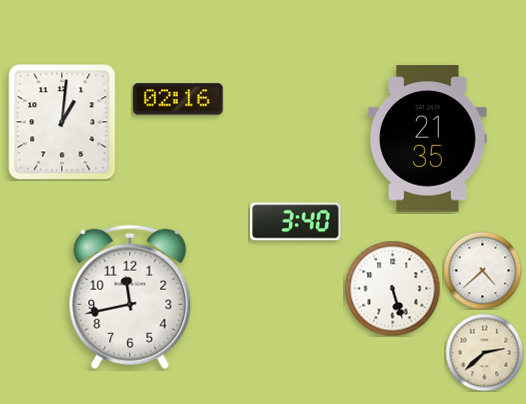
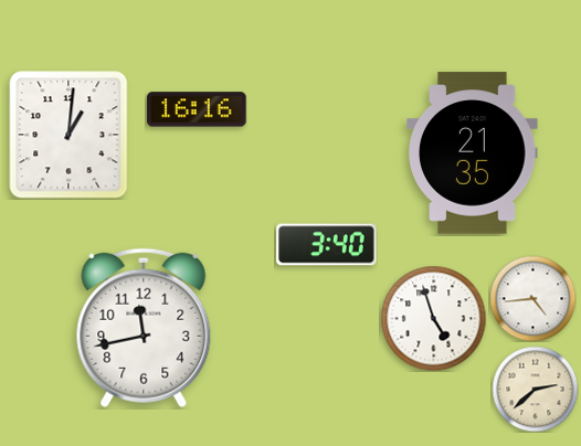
clock at (178, 99): 02:16 -> 16:16
clock at (482, 270): 4:38 -> 4:44
clock at (392, 288): 5:27 -> 4:57
